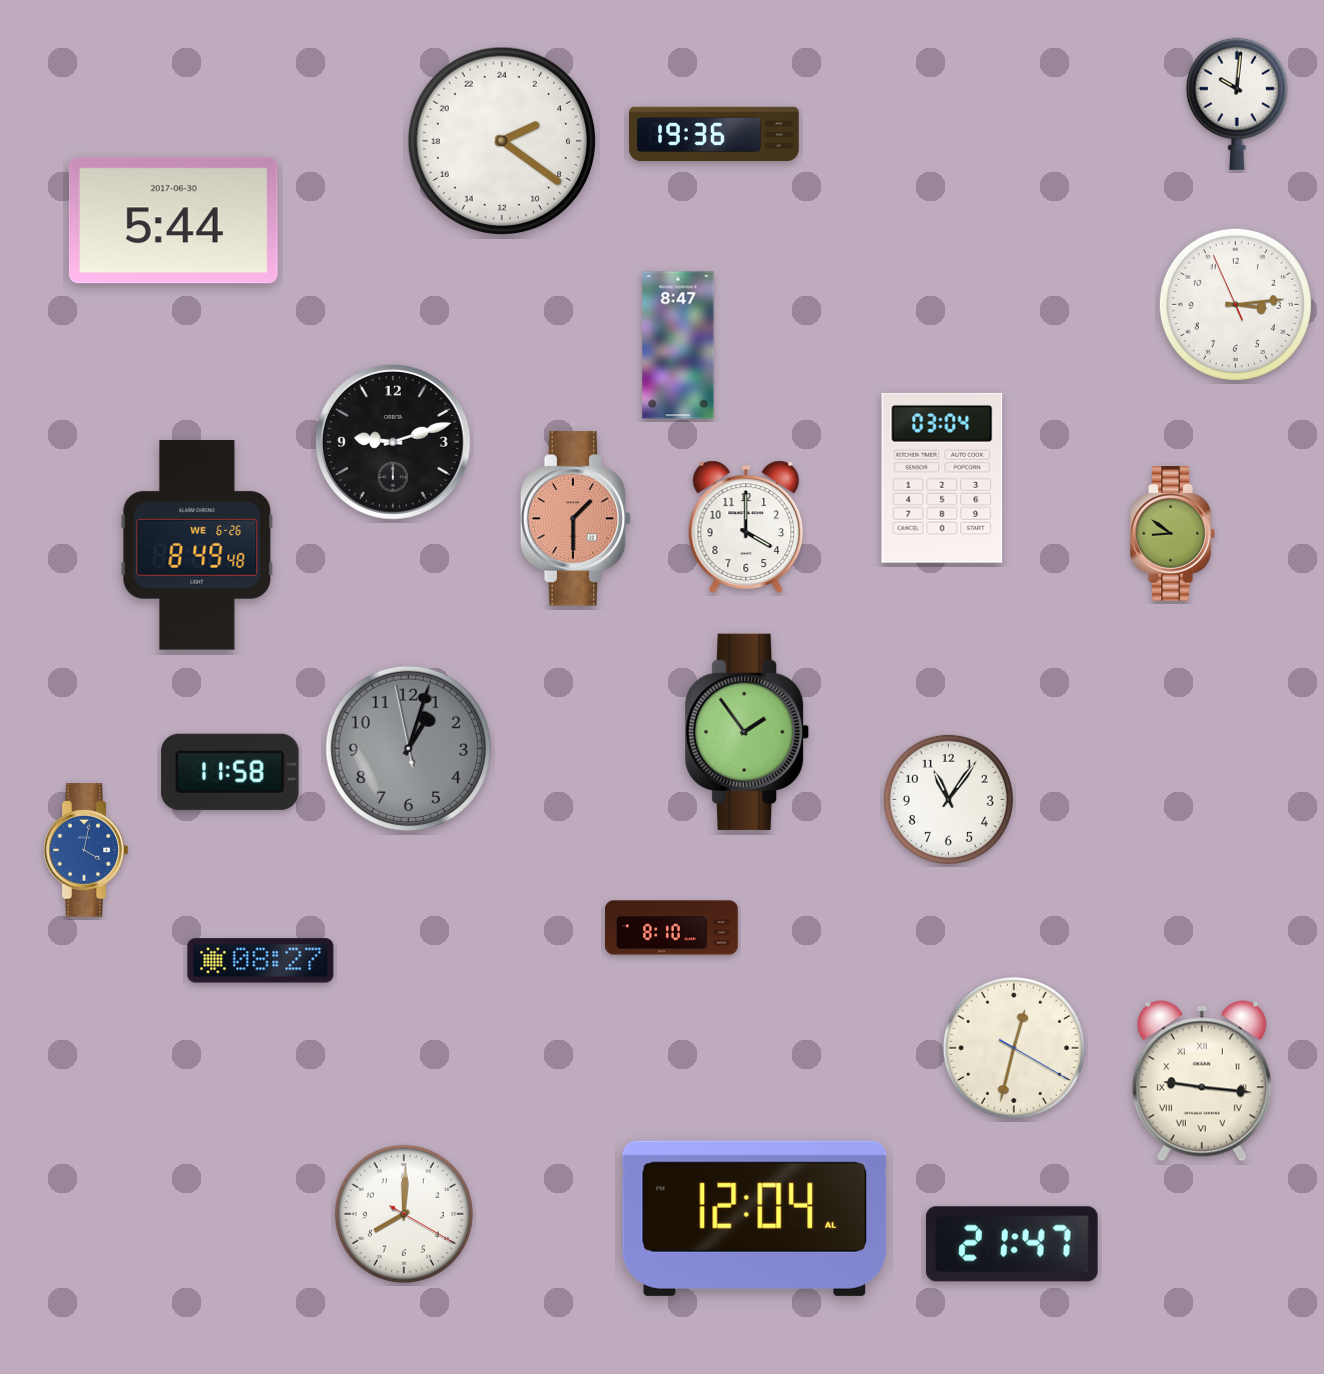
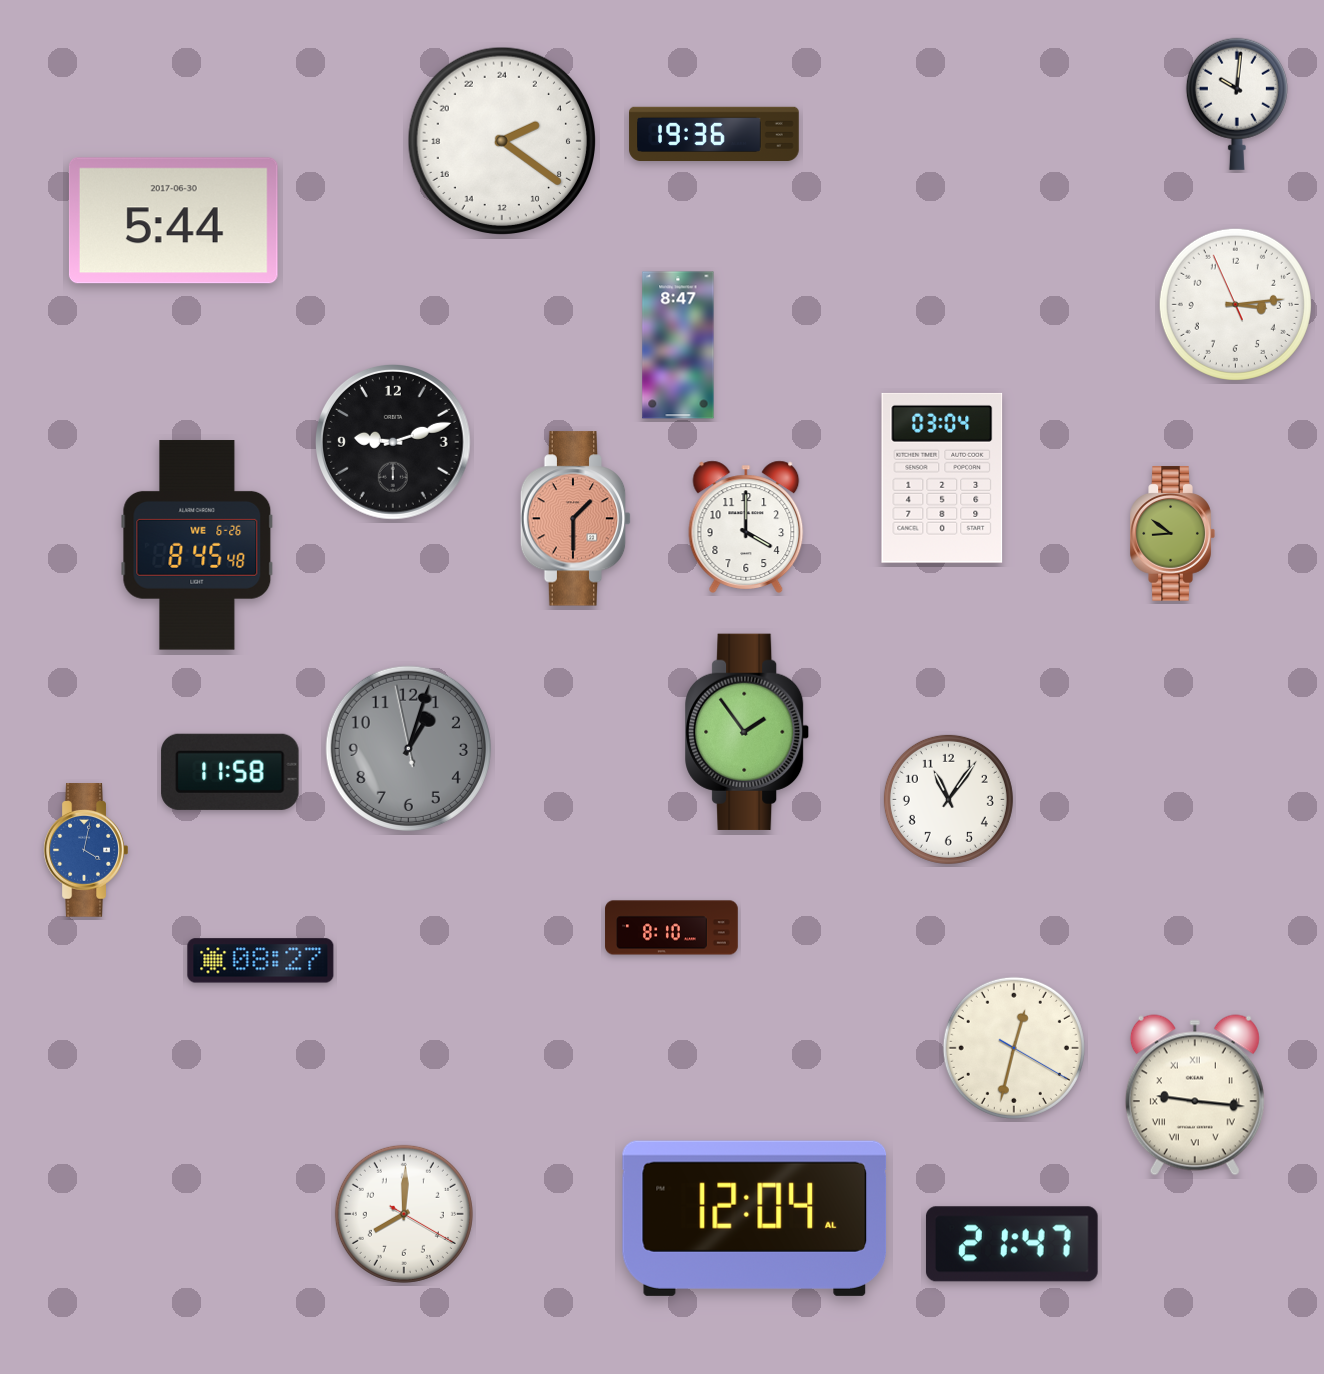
clock at (197, 545): 8:49 -> 8:45
clock at (1202, 1081) position: (1202, 1081) -> (1195, 1095)
